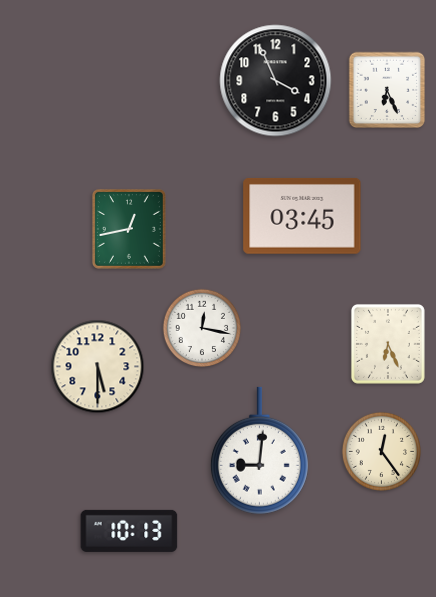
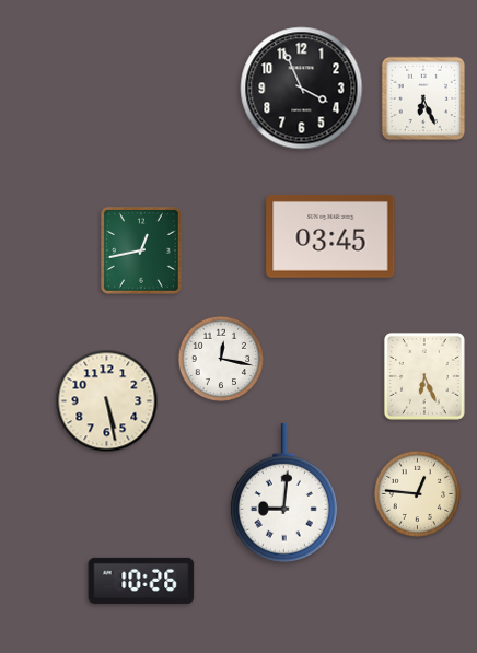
clock at (98, 367): 5:30 -> 5:28
clock at (381, 451): 12:24 -> 12:46
clock at (129, 531): 10:13 -> 10:26
